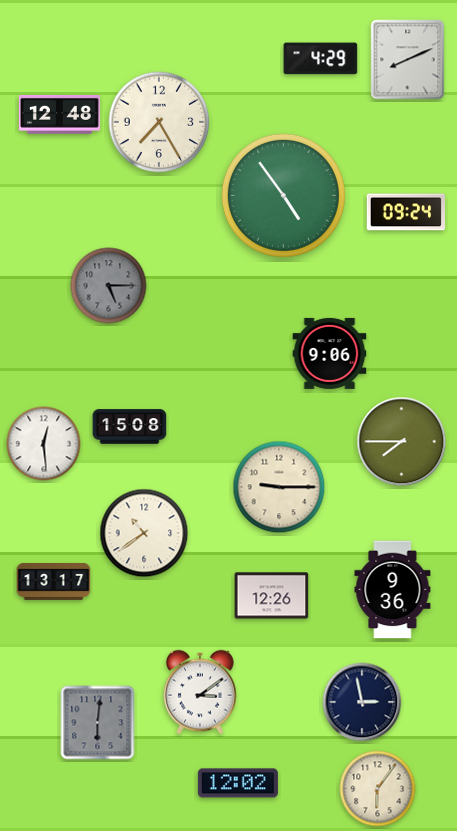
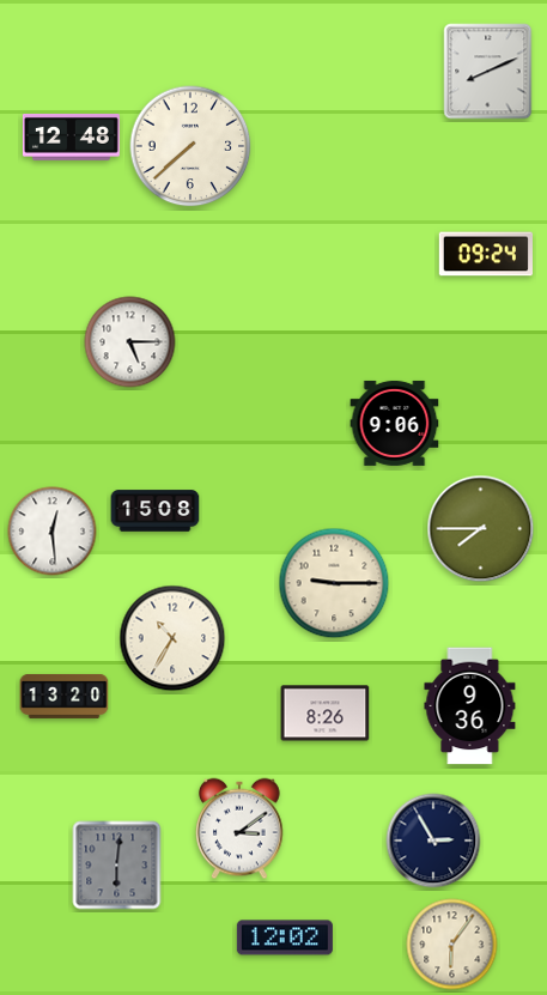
clock at (321, 59): 4:29 -> none
clock at (159, 122): 7:25 -> 7:38
clock at (283, 195): 4:54 -> none
clock at (109, 286) dial: grey -> white
clock at (144, 533): 10:39 -> 10:35
clock at (54, 581): 13:17 -> 13:20
clock at (272, 596): 12:26 -> 8:26
clock at (362, 702): 2:58 -> 2:55
